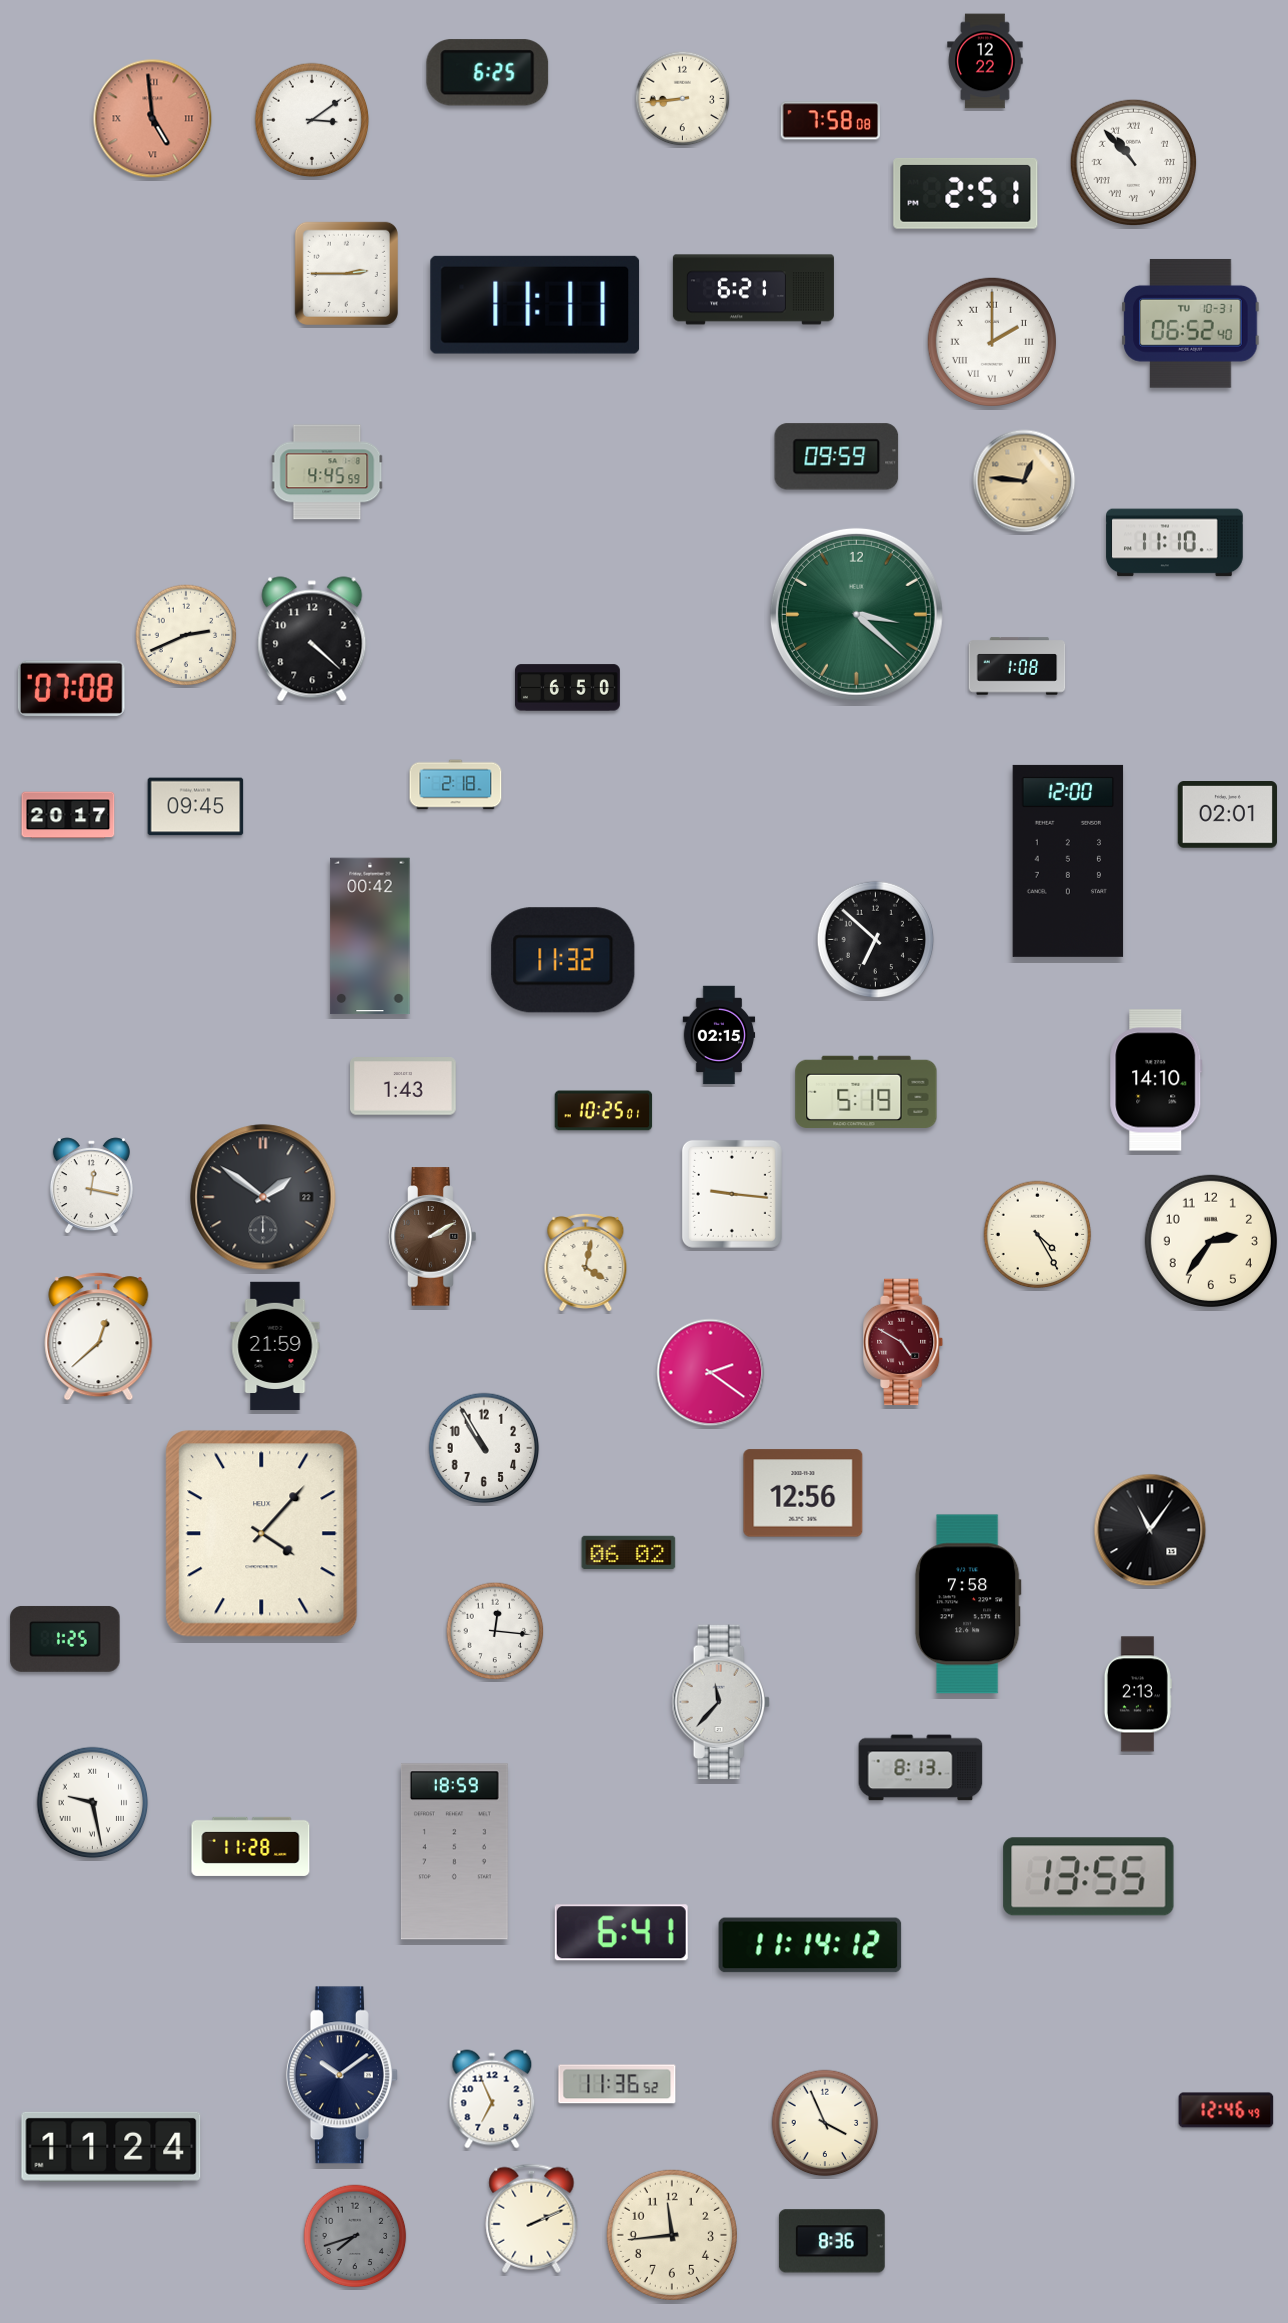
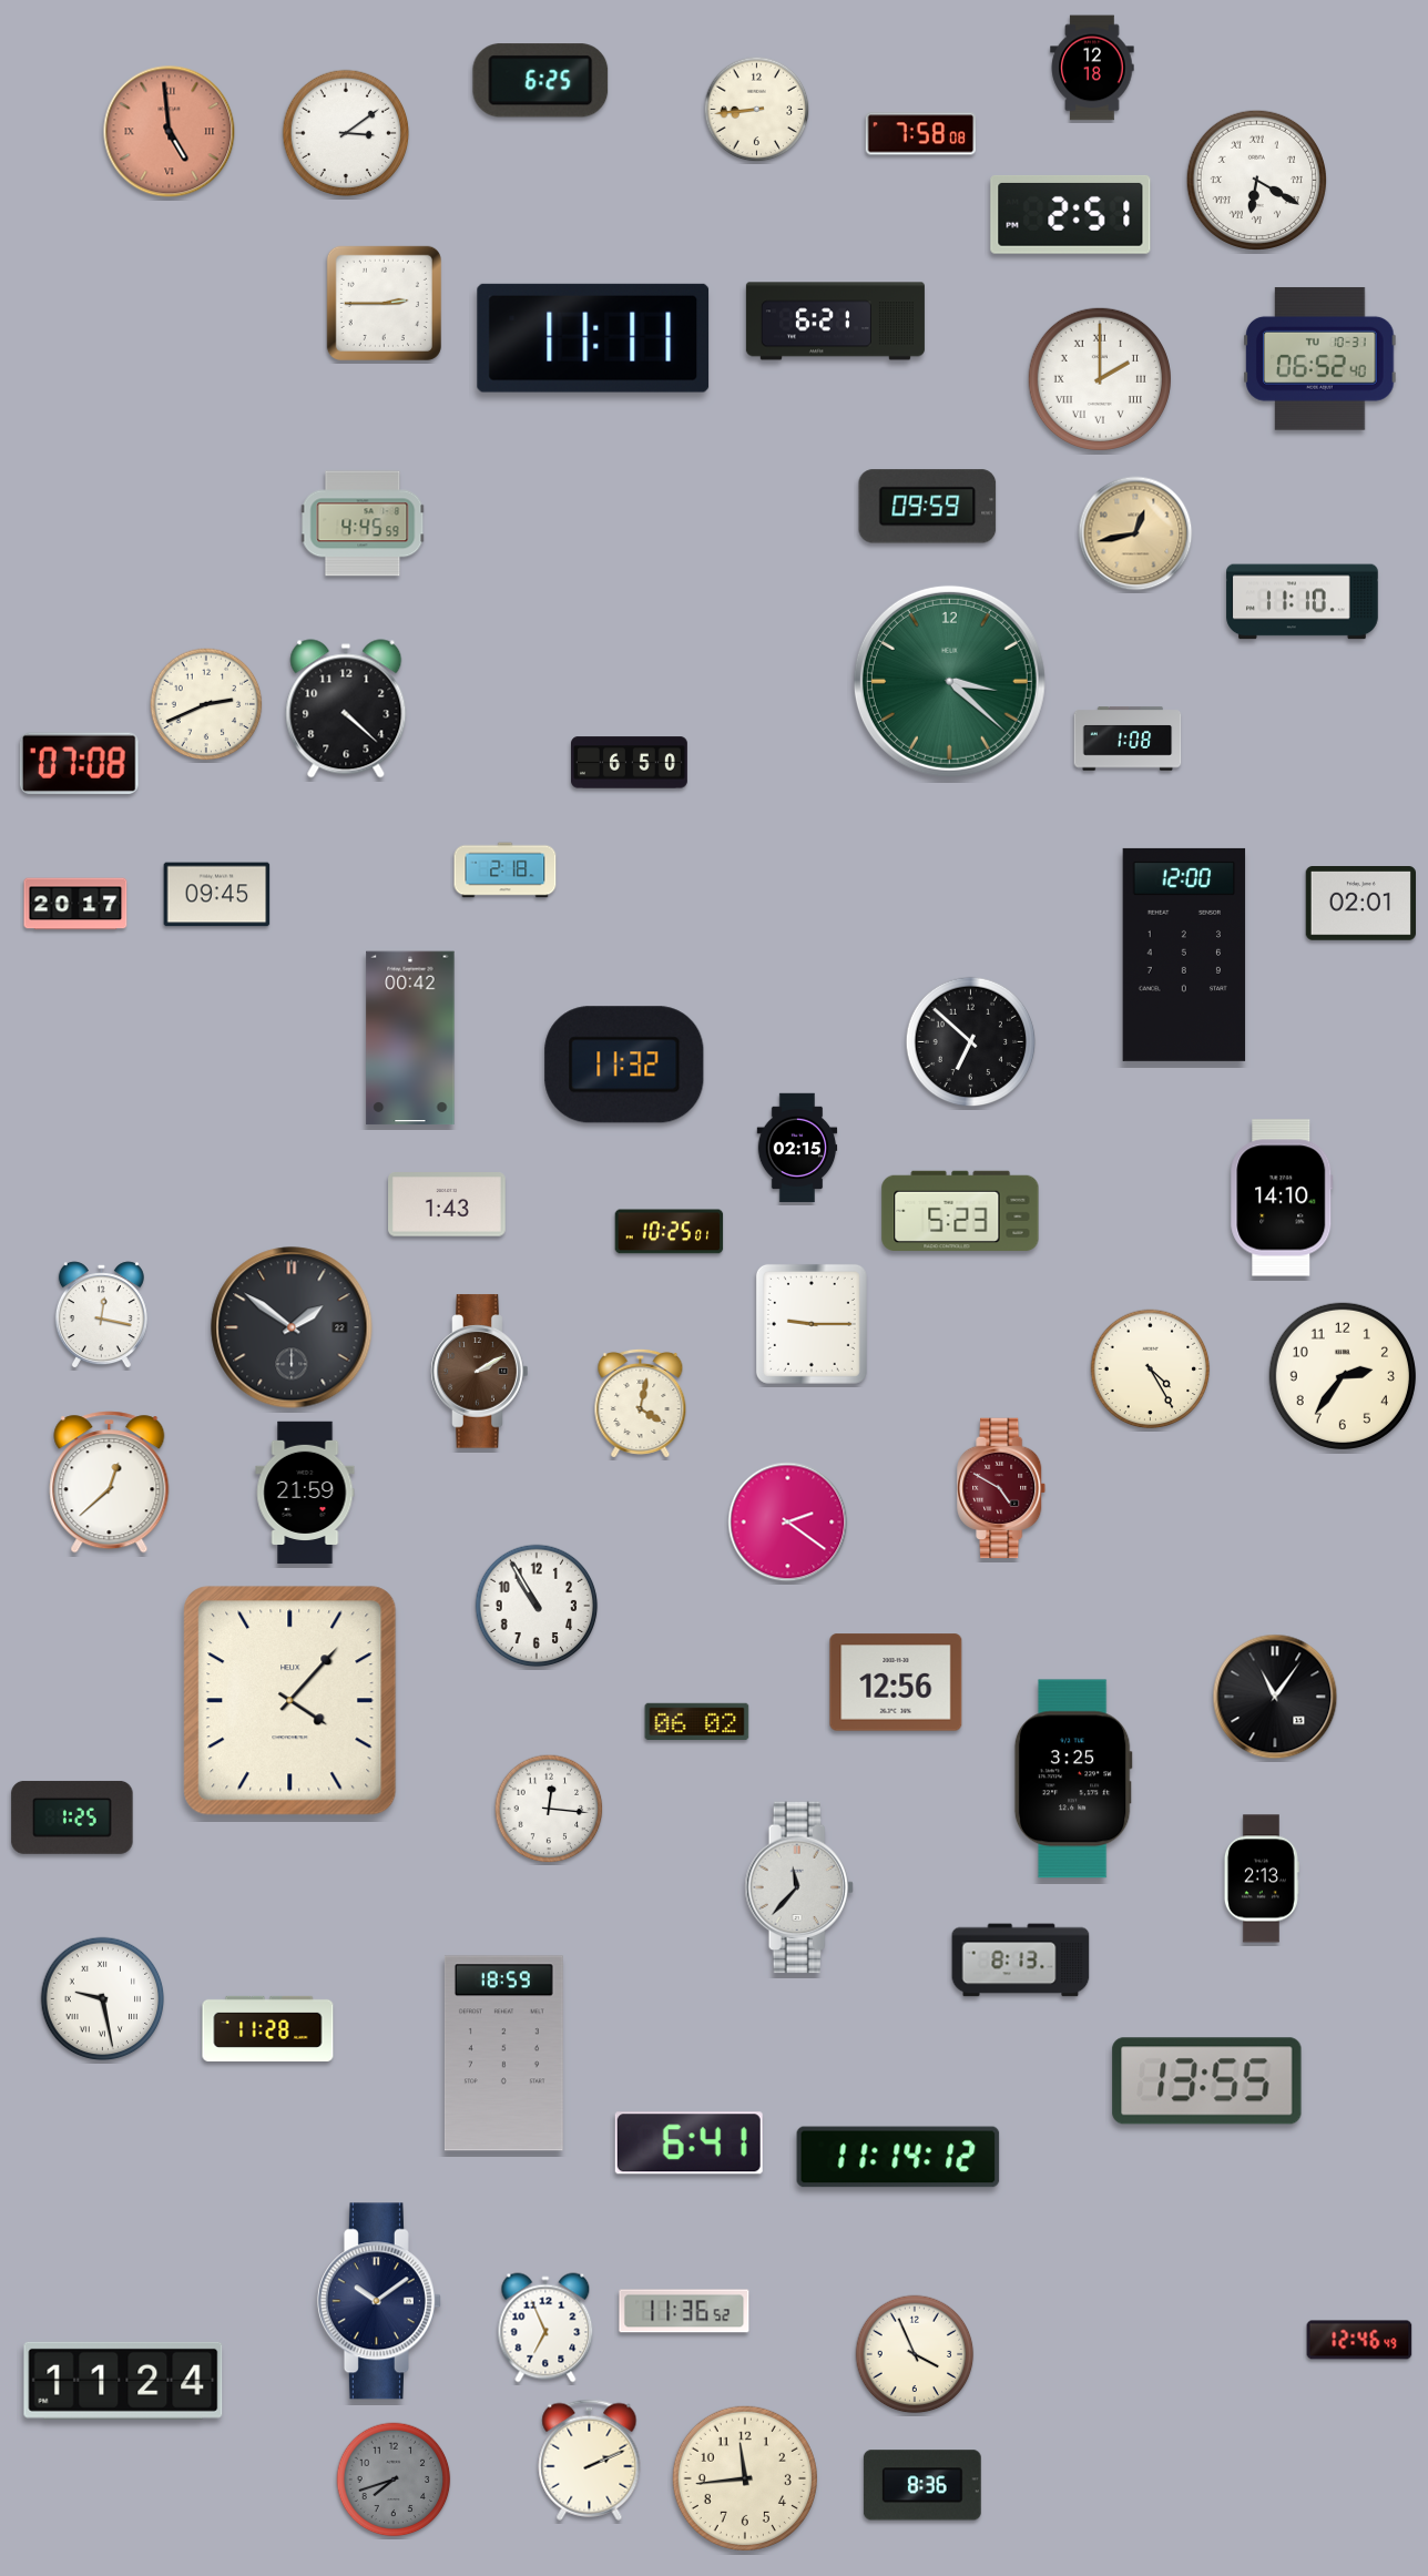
clock at (985, 61): 12:22 -> 12:18
clock at (1133, 162): 10:53 -> 6:20
clock at (1024, 481): 12:46 -> 12:43
clock at (866, 1092): 5:19 -> 5:23
clock at (732, 1194): 9:16 -> 9:15
clock at (586, 1262) position: (586, 1262) -> (641, 1403)
clock at (803, 1493) position: (803, 1493) -> (896, 1682)
clock at (968, 1604): 7:58 -> 3:25
clock at (251, 1846) position: (251, 1846) -> (268, 2028)
